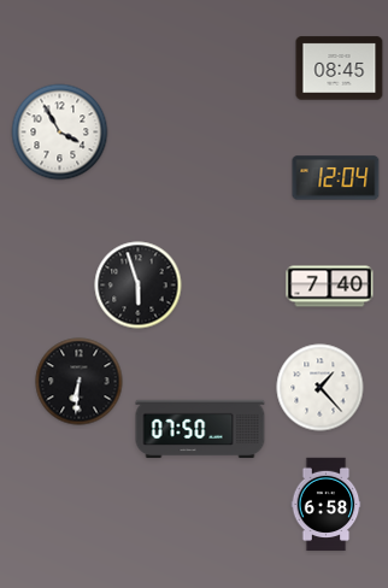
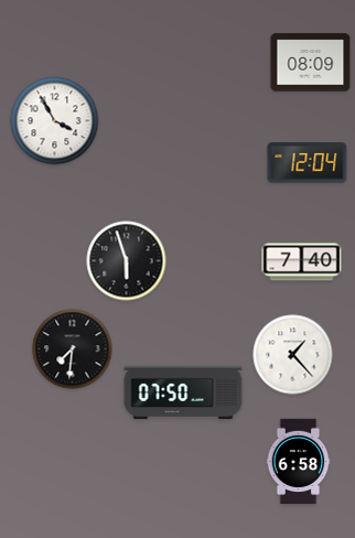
clock at (340, 69): 08:45 -> 08:09
clock at (80, 382): 6:31 -> 7:31
